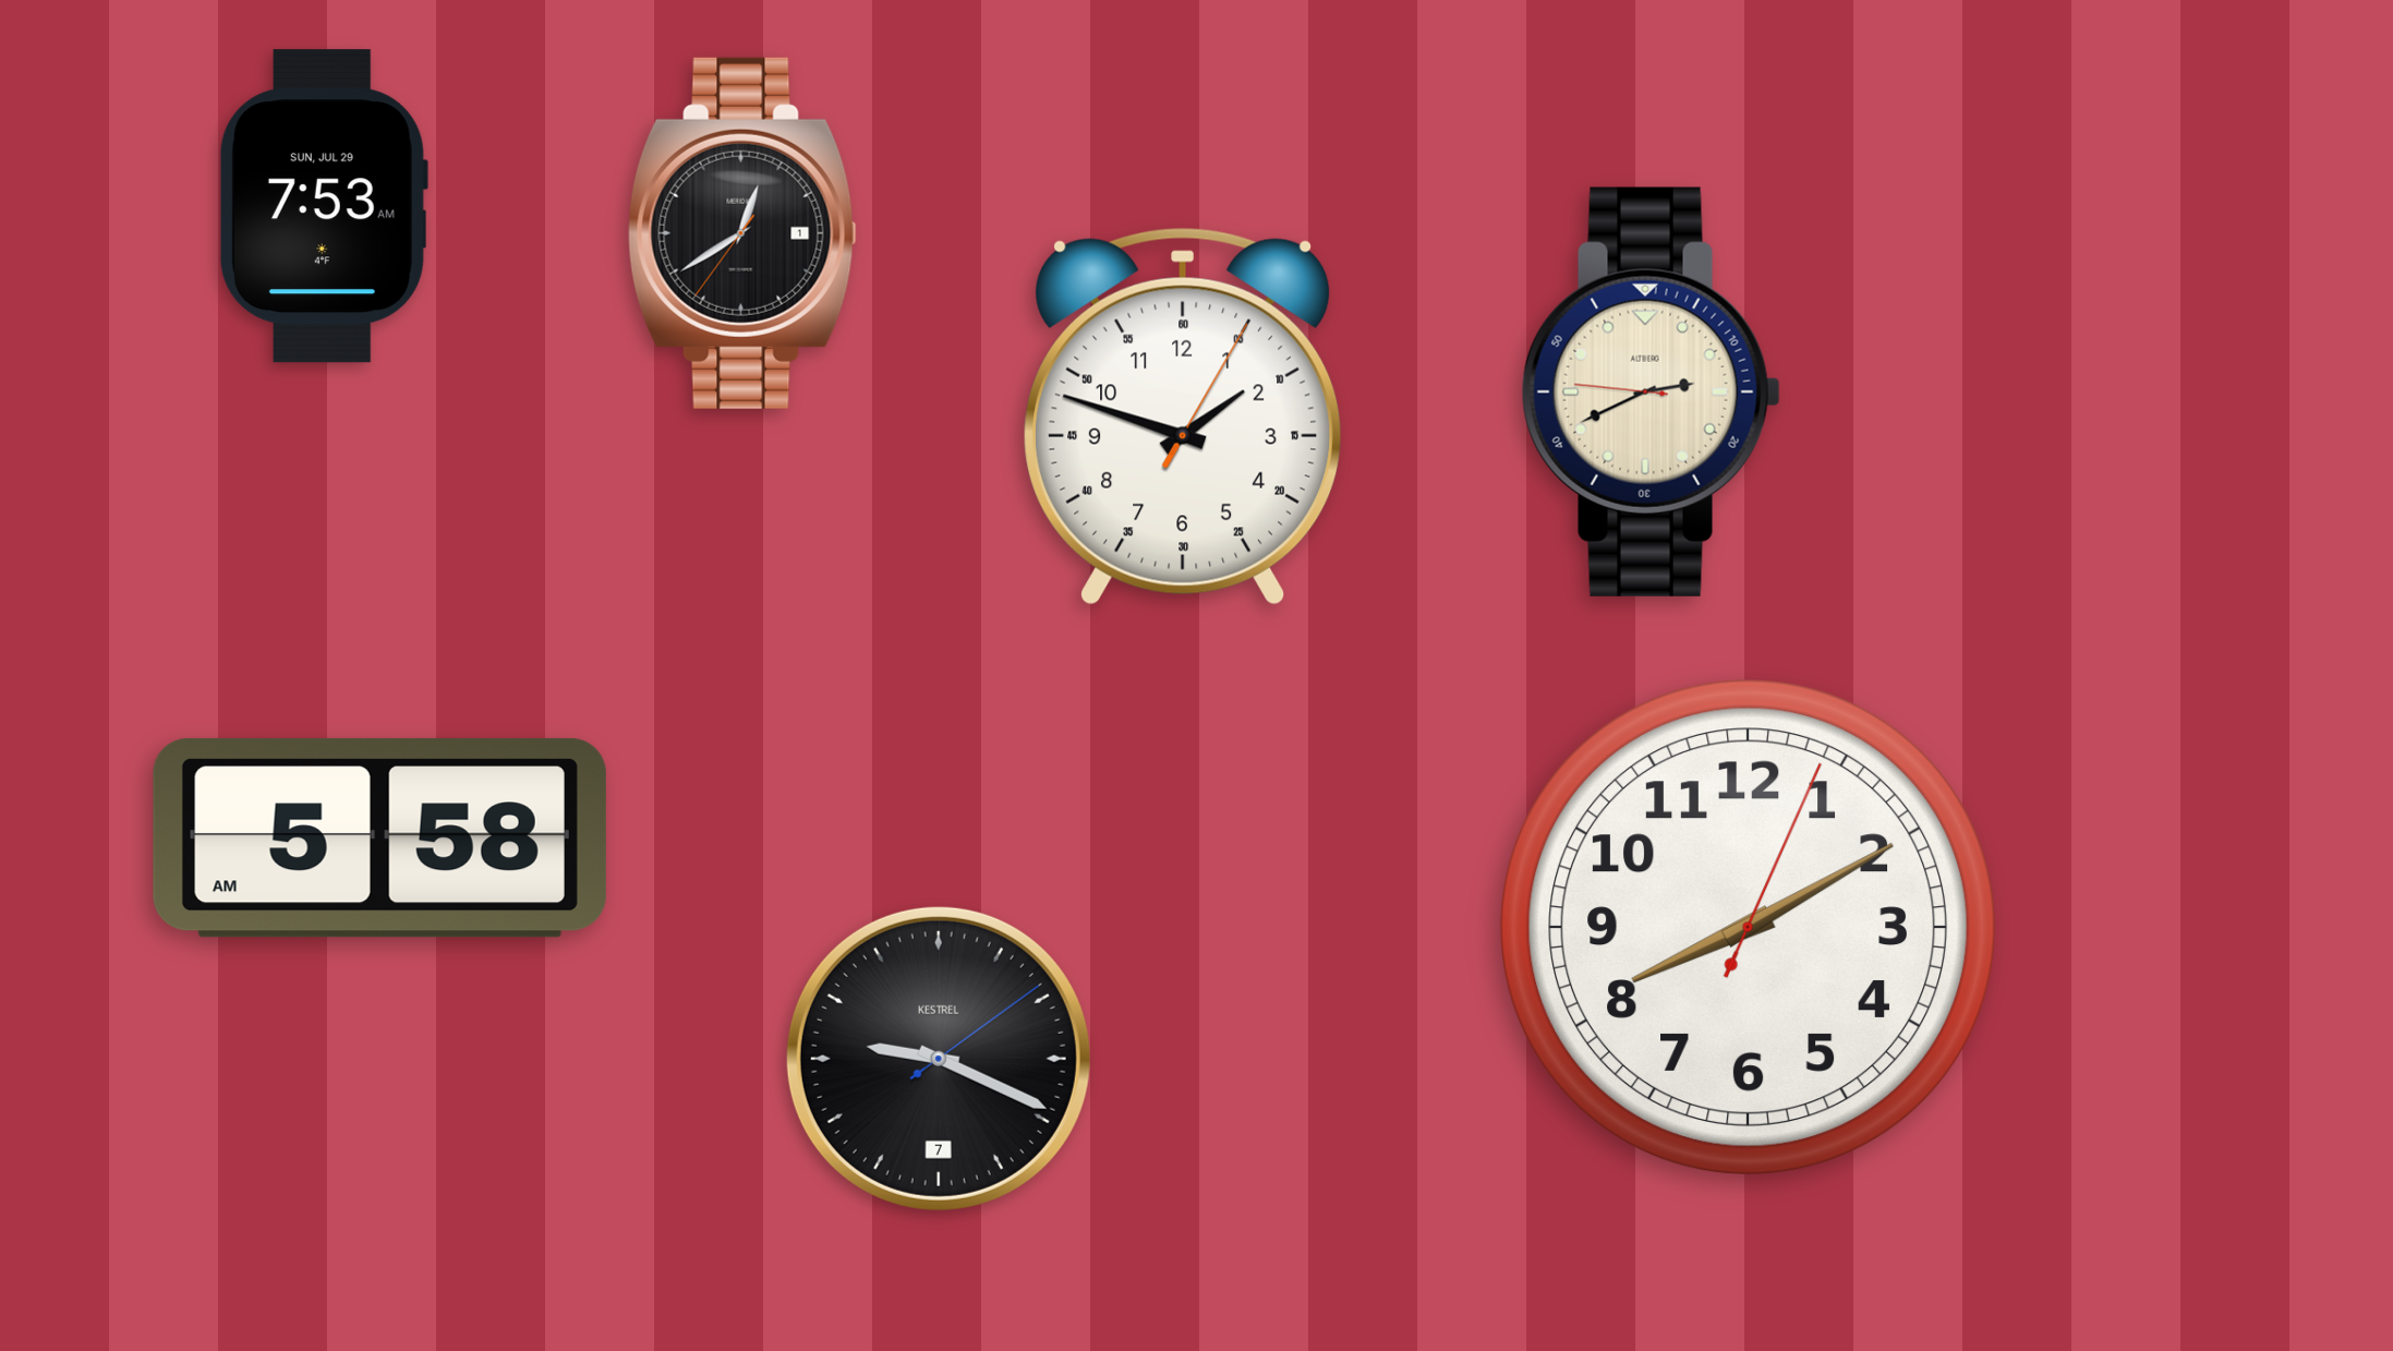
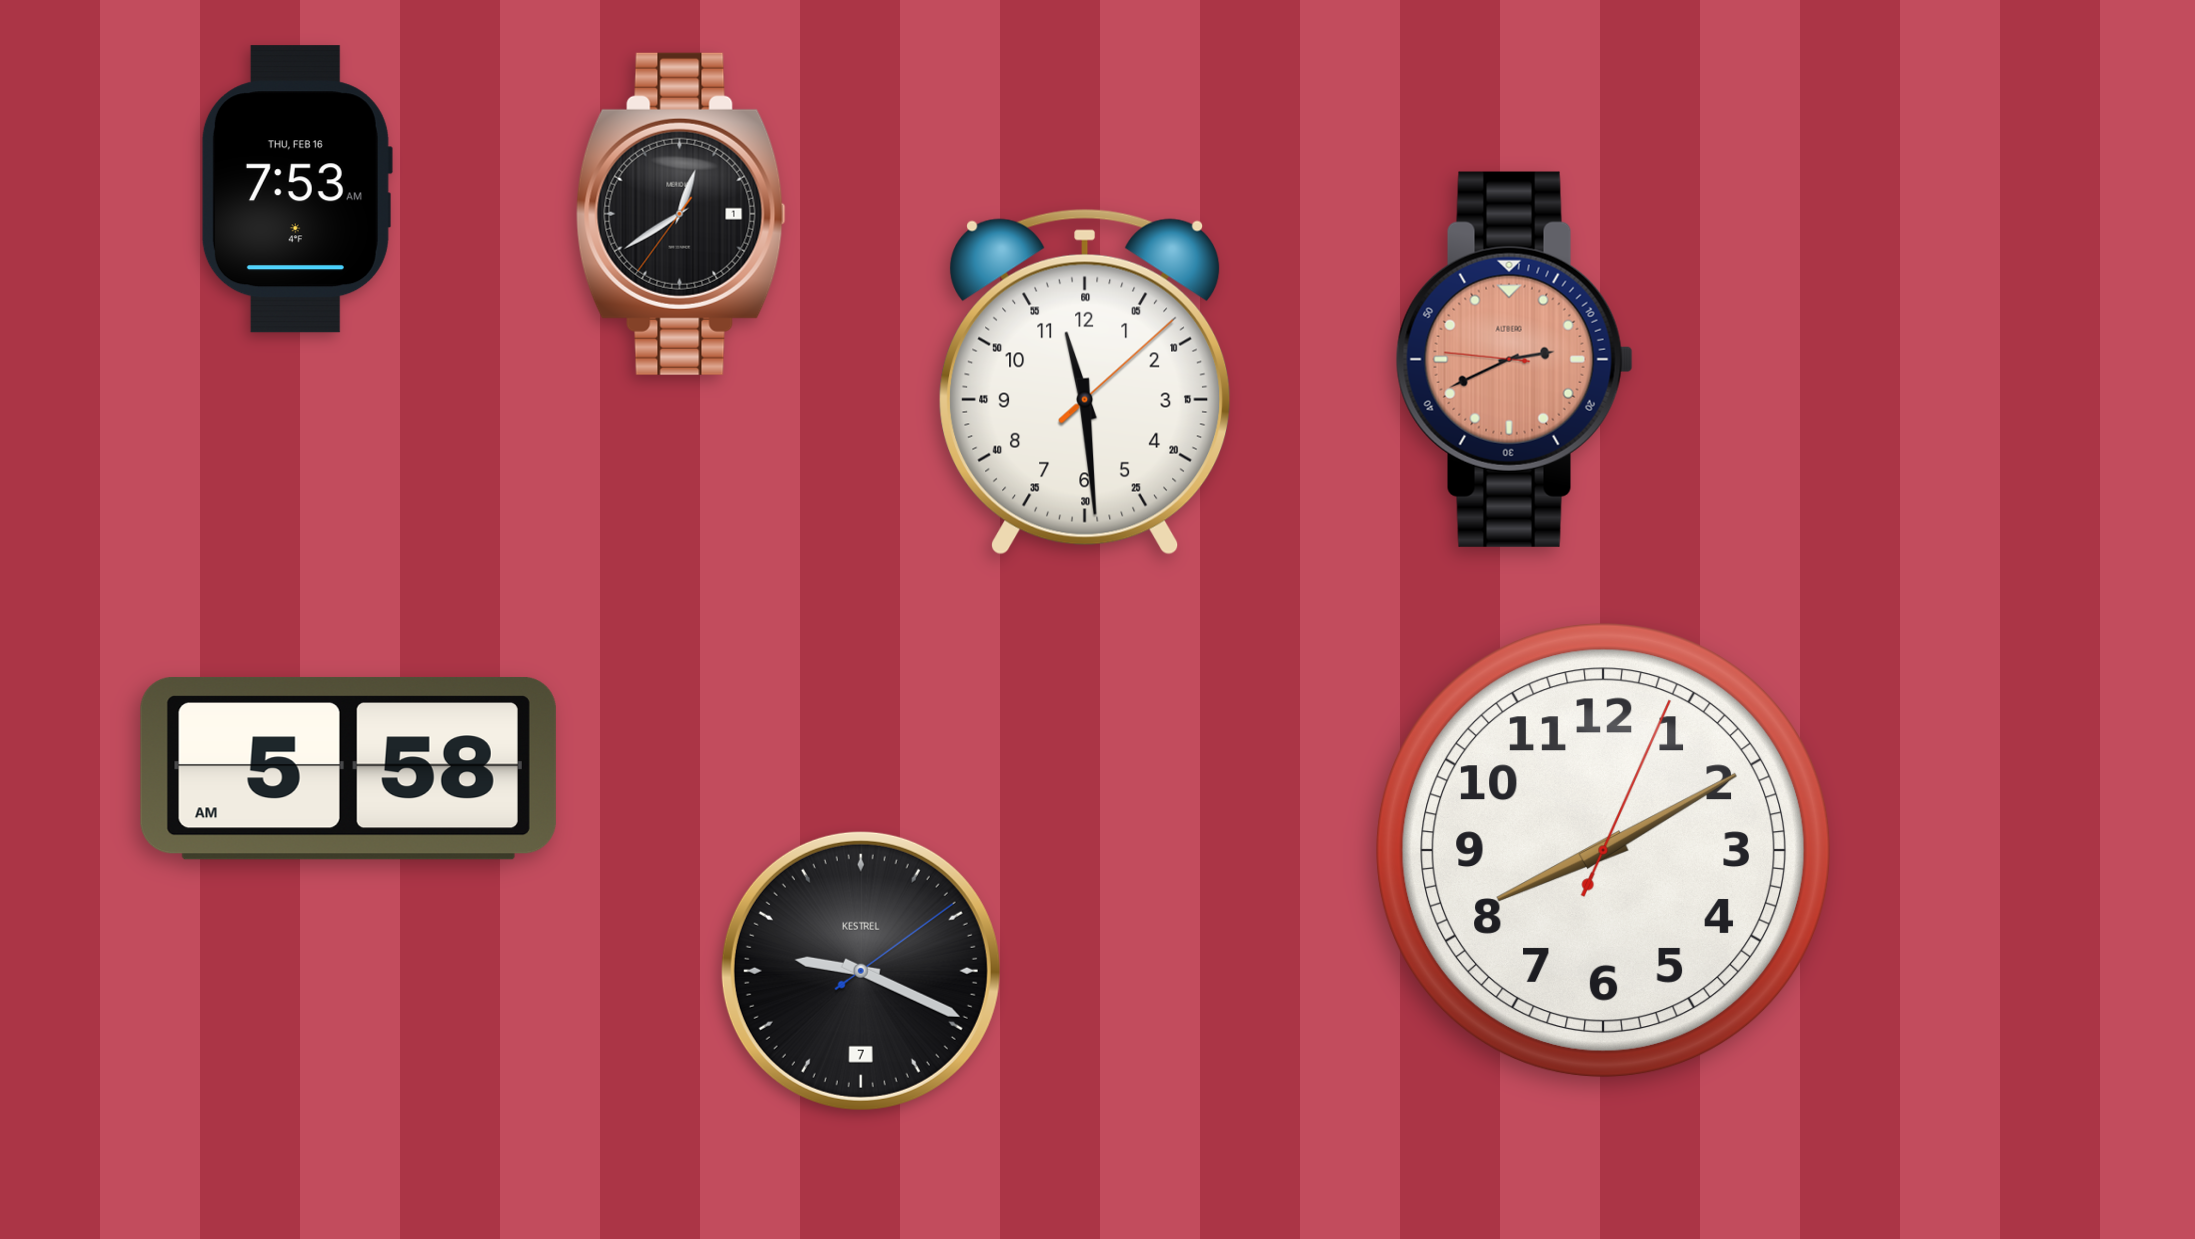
clock at (323, 206) date: SUN, JUL 29 -> THU, FEB 16
clock at (1651, 391) dial: cream -> salmon
clock at (1183, 417): 1:48 -> 11:29
